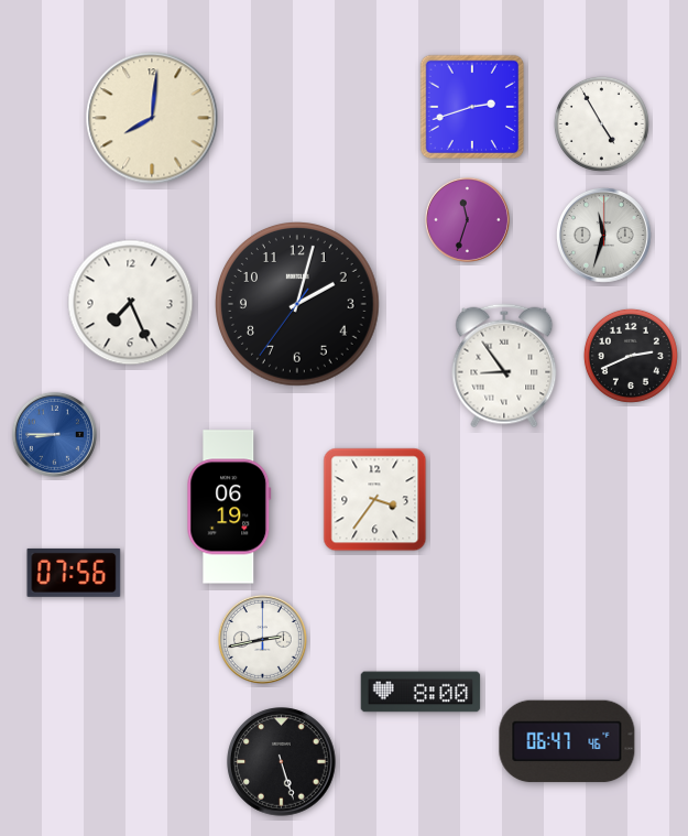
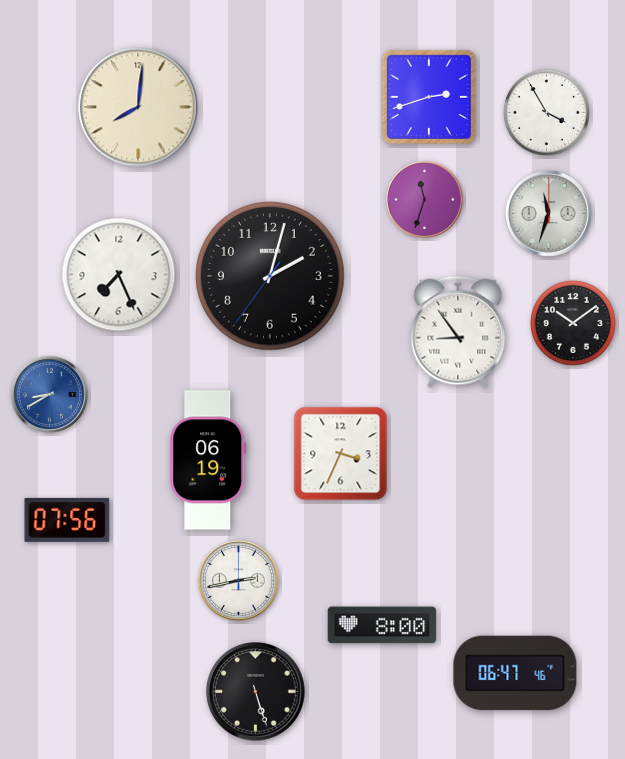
clock at (601, 123): 4:55 -> 3:55
clock at (631, 356): 2:41 -> 10:09
clock at (54, 434): 8:45 -> 8:40
clock at (375, 500): 3:36 -> 3:34
clock at (421, 692) position: (421, 692) -> (382, 625)
